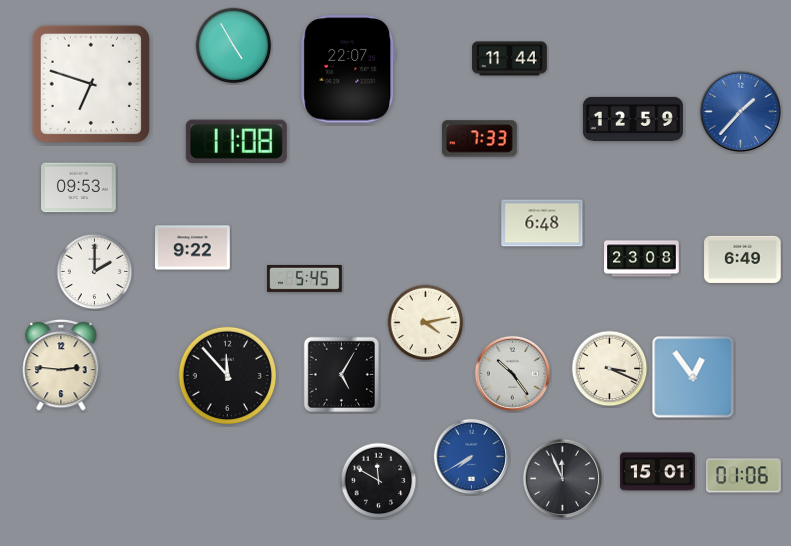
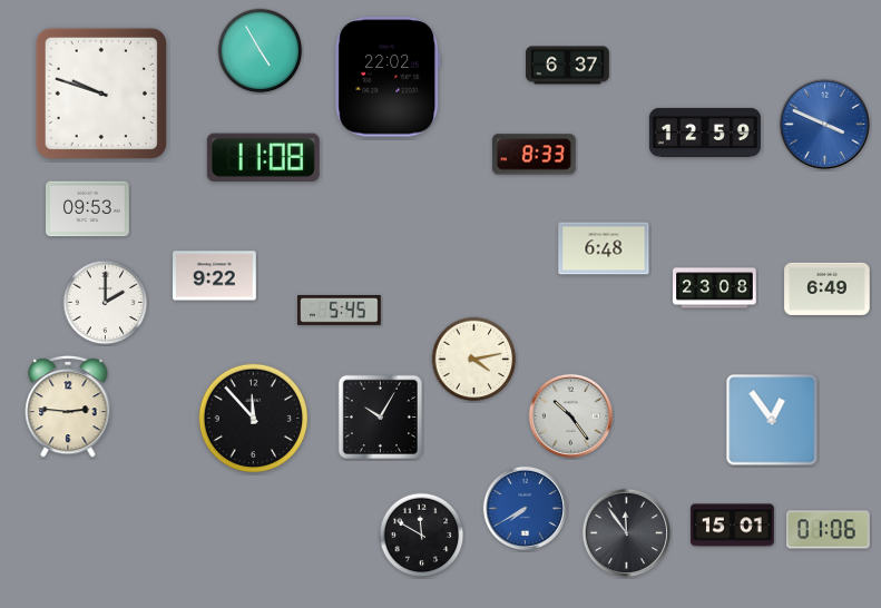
clock at (510, 59): 11:44 -> 6:37
clock at (348, 69): 22:07 -> 22:02
clock at (91, 84): 6:48 -> 9:48
clock at (741, 112): 1:37 -> 3:49
clock at (479, 139): 7:33 -> 8:33
clock at (610, 369): 3:19 -> none
clock at (341, 374): 5:05 -> 10:05
clock at (562, 478): 11:56 -> 11:54
